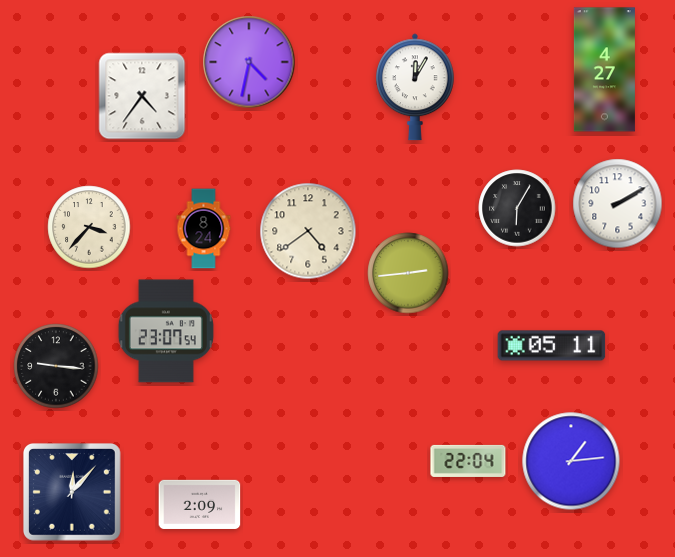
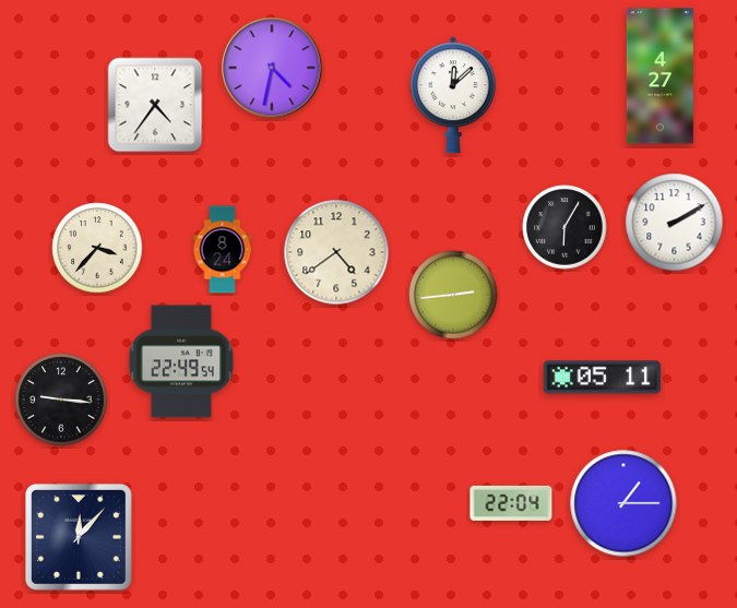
clock at (416, 87): 12:05 -> 12:08
clock at (408, 273) position: (408, 273) -> (453, 295)
clock at (166, 331): 23:07 -> 22:49
clock at (571, 461): 1:14 -> 1:15
clock at (200, 504): 2:09 -> none
